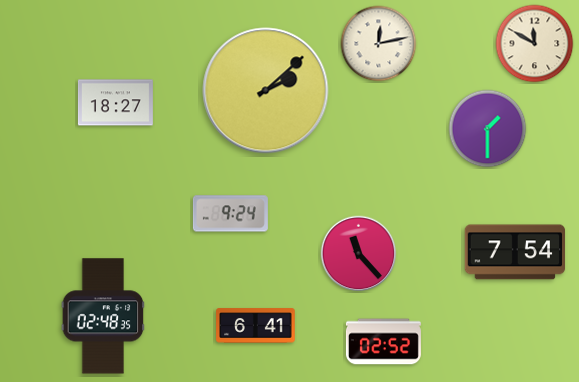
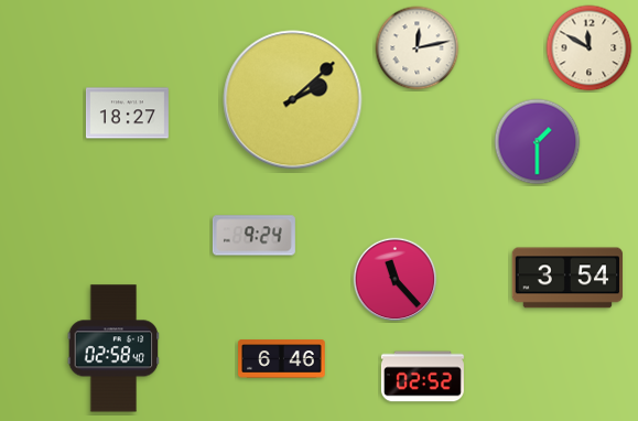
clock at (515, 252): 7:54 -> 3:54
clock at (103, 316): 02:48 -> 02:58
clock at (256, 326): 6:41 -> 6:46
